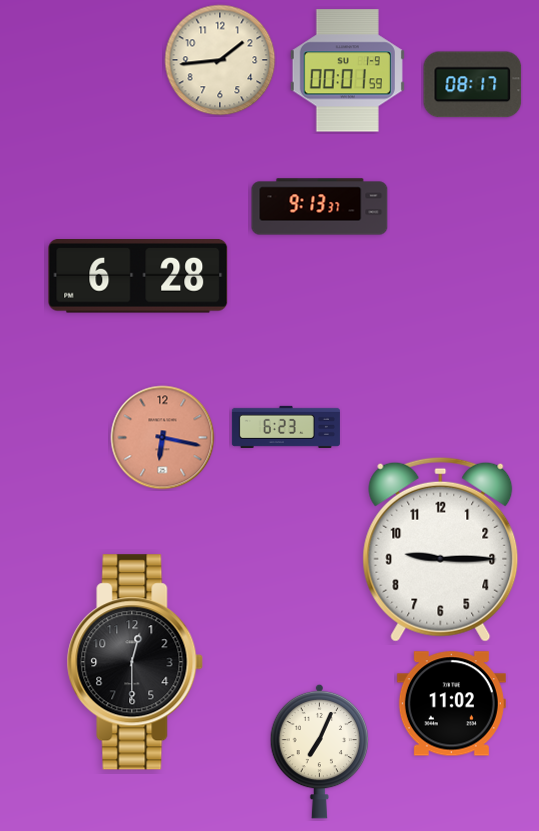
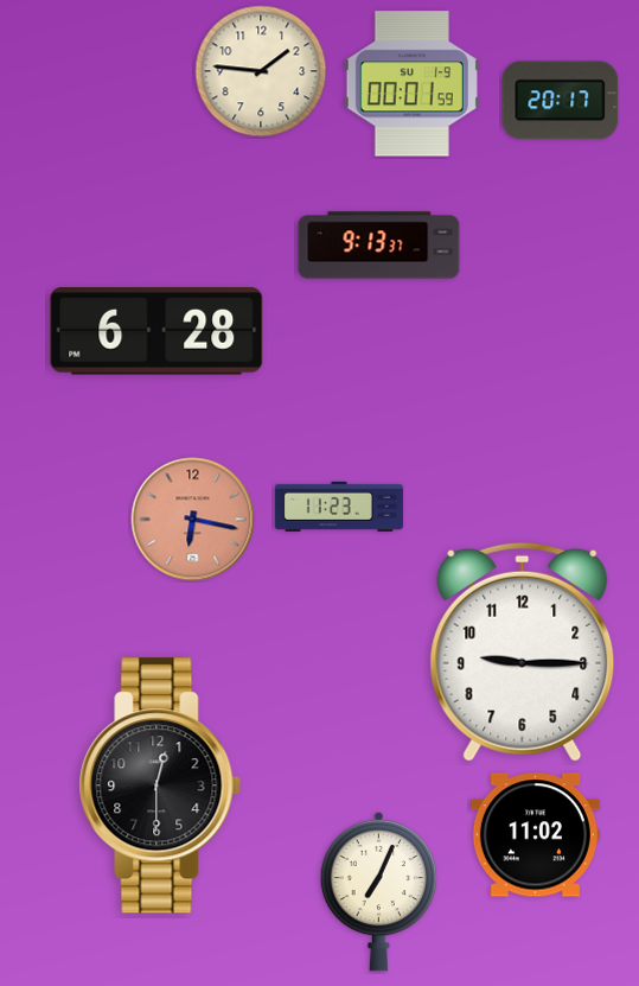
clock at (220, 60): 1:44 -> 1:46
clock at (473, 85): 08:17 -> 20:17
clock at (138, 277) position: (138, 277) -> (156, 332)
clock at (286, 427): 6:23 -> 11:23
